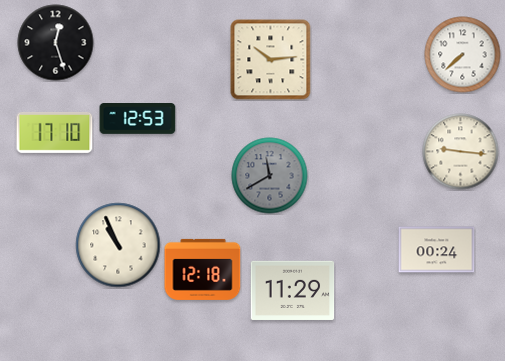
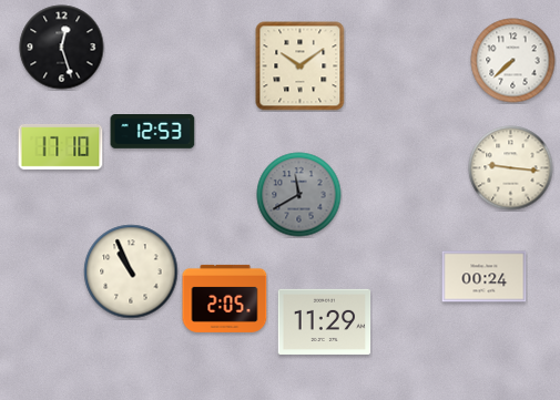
clock at (271, 60): 10:14 -> 10:09
clock at (203, 269): 12:18 -> 2:05
